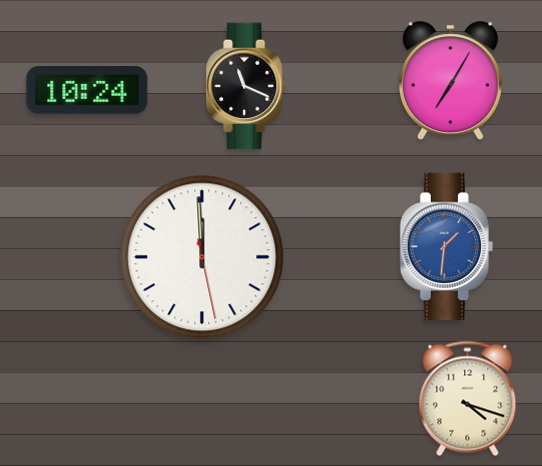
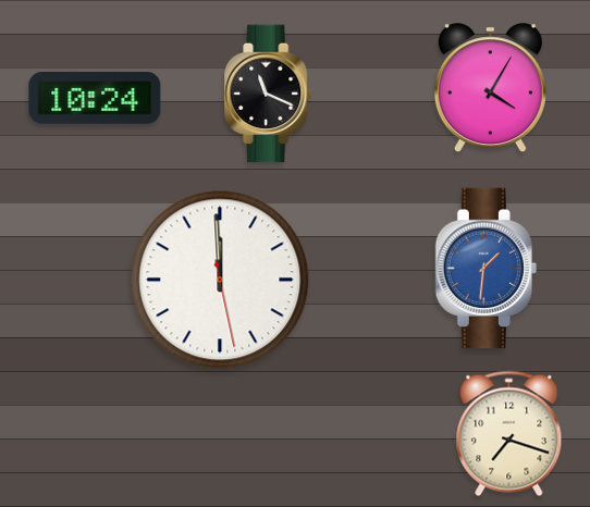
clock at (450, 81): 7:05 -> 4:05
clock at (468, 399): 4:18 -> 7:18
